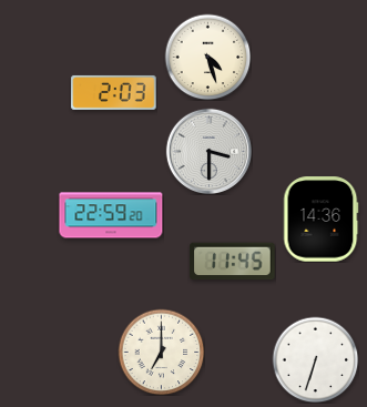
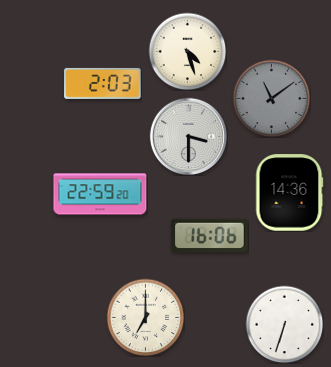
clock at (271, 98): none -> 11:09
clock at (320, 220) position: (320, 220) -> (289, 193)
clock at (233, 262): 11:45 -> 16:06
